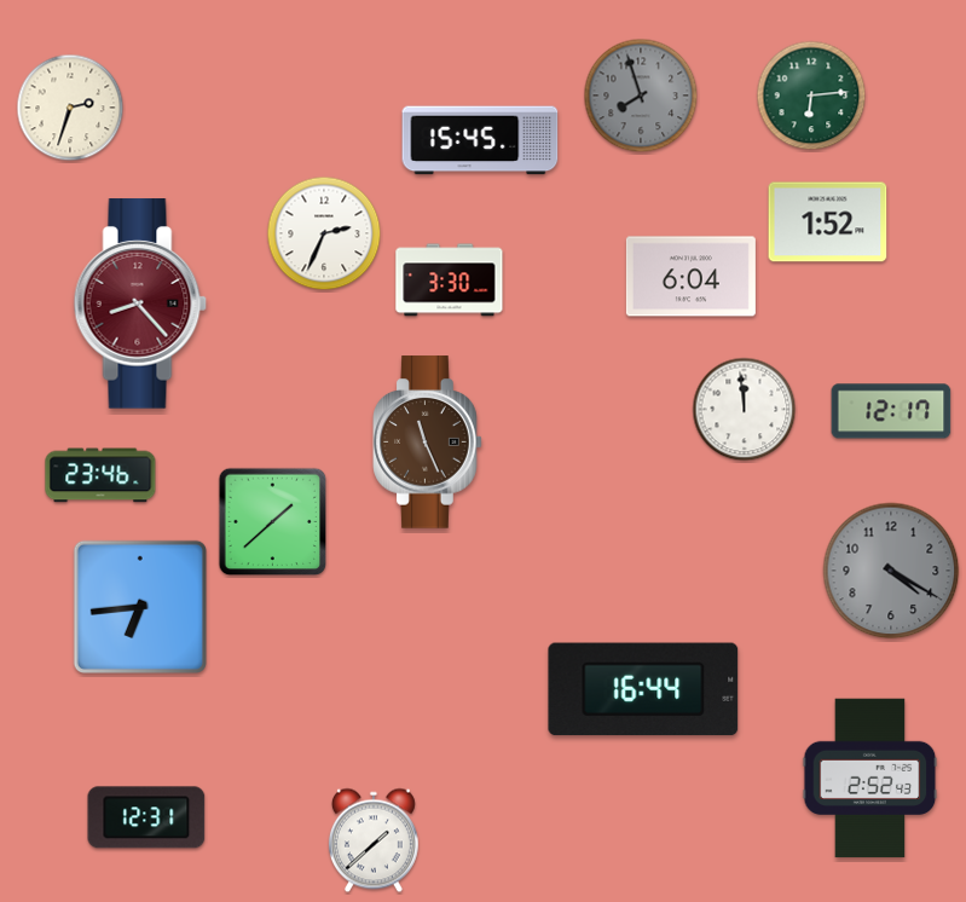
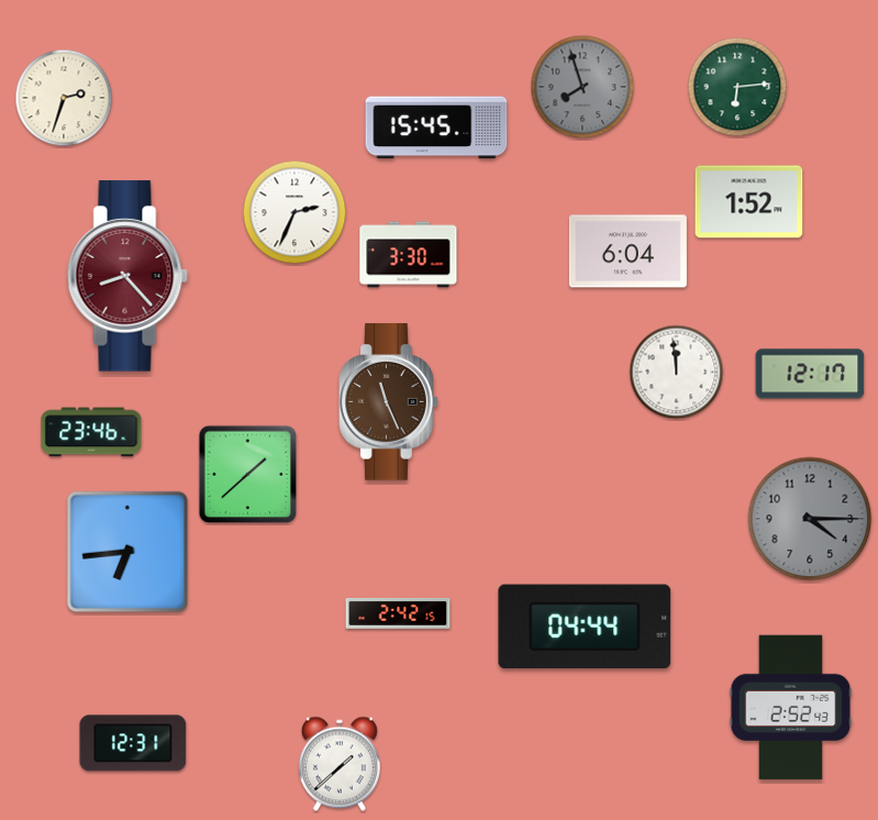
clock at (828, 222) position: (828, 222) -> (749, 202)
clock at (891, 571): 4:20 -> 4:15
clock at (398, 613): none -> 2:42
clock at (643, 689): 16:44 -> 04:44
